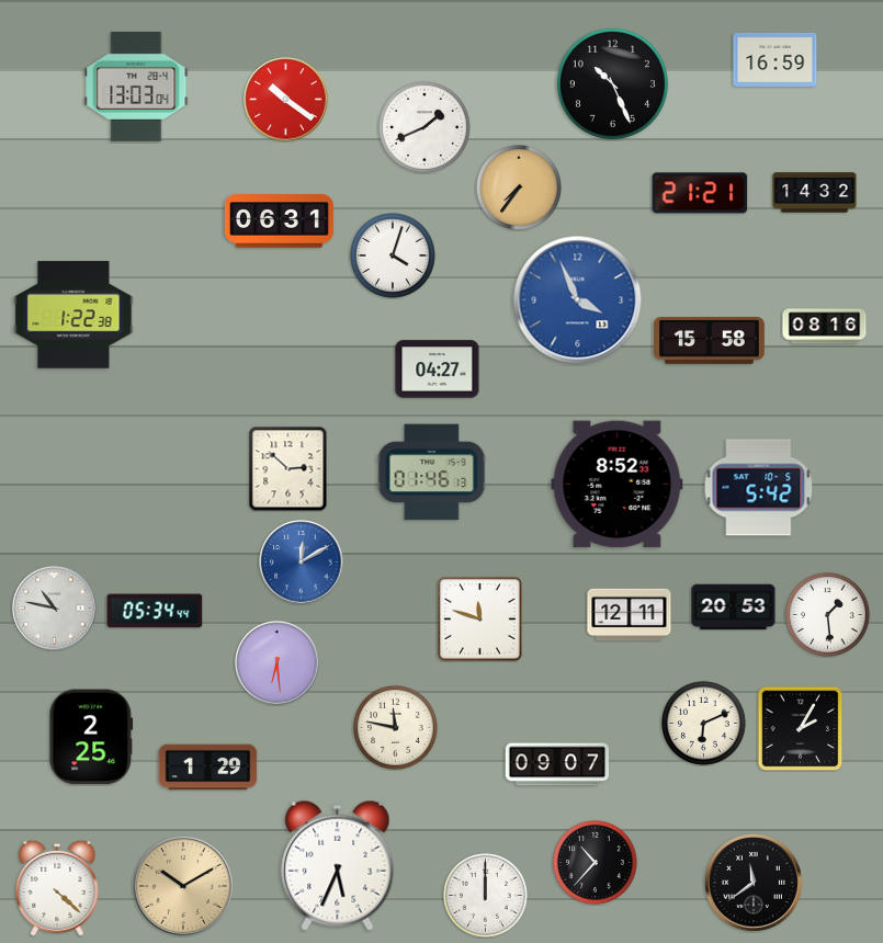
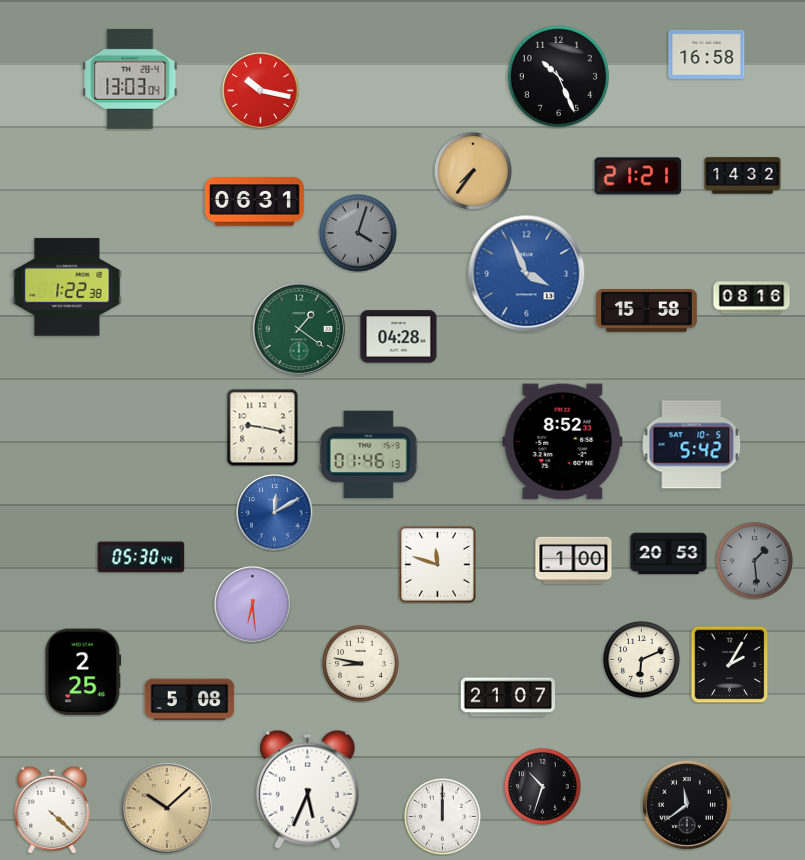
clock at (776, 59): 16:59 -> 16:58
clock at (136, 87) position: (136, 87) -> (130, 79)
clock at (286, 100): 10:21 -> 10:17
clock at (424, 127): 1:41 -> none
clock at (394, 257) dial: white -> grey
clock at (299, 329): none -> 1:21
clock at (438, 370): 04:27 -> 04:28
clock at (288, 468): 2:52 -> 9:17
clock at (432, 473) position: (432, 473) -> (369, 455)
clock at (55, 609): 10:47 -> none
clock at (155, 611): 05:34 -> 05:30
clock at (630, 615): 12:11 -> 1:00
clock at (828, 615) dial: white -> grey
clock at (396, 728): 11:47 -> 8:47
clock at (556, 764): 09:07 -> 21:07
clock at (208, 768): 1:29 -> 5:08
clock at (596, 863): 10:37 -> 10:33
clock at (183, 886): 10:10 -> 10:08
